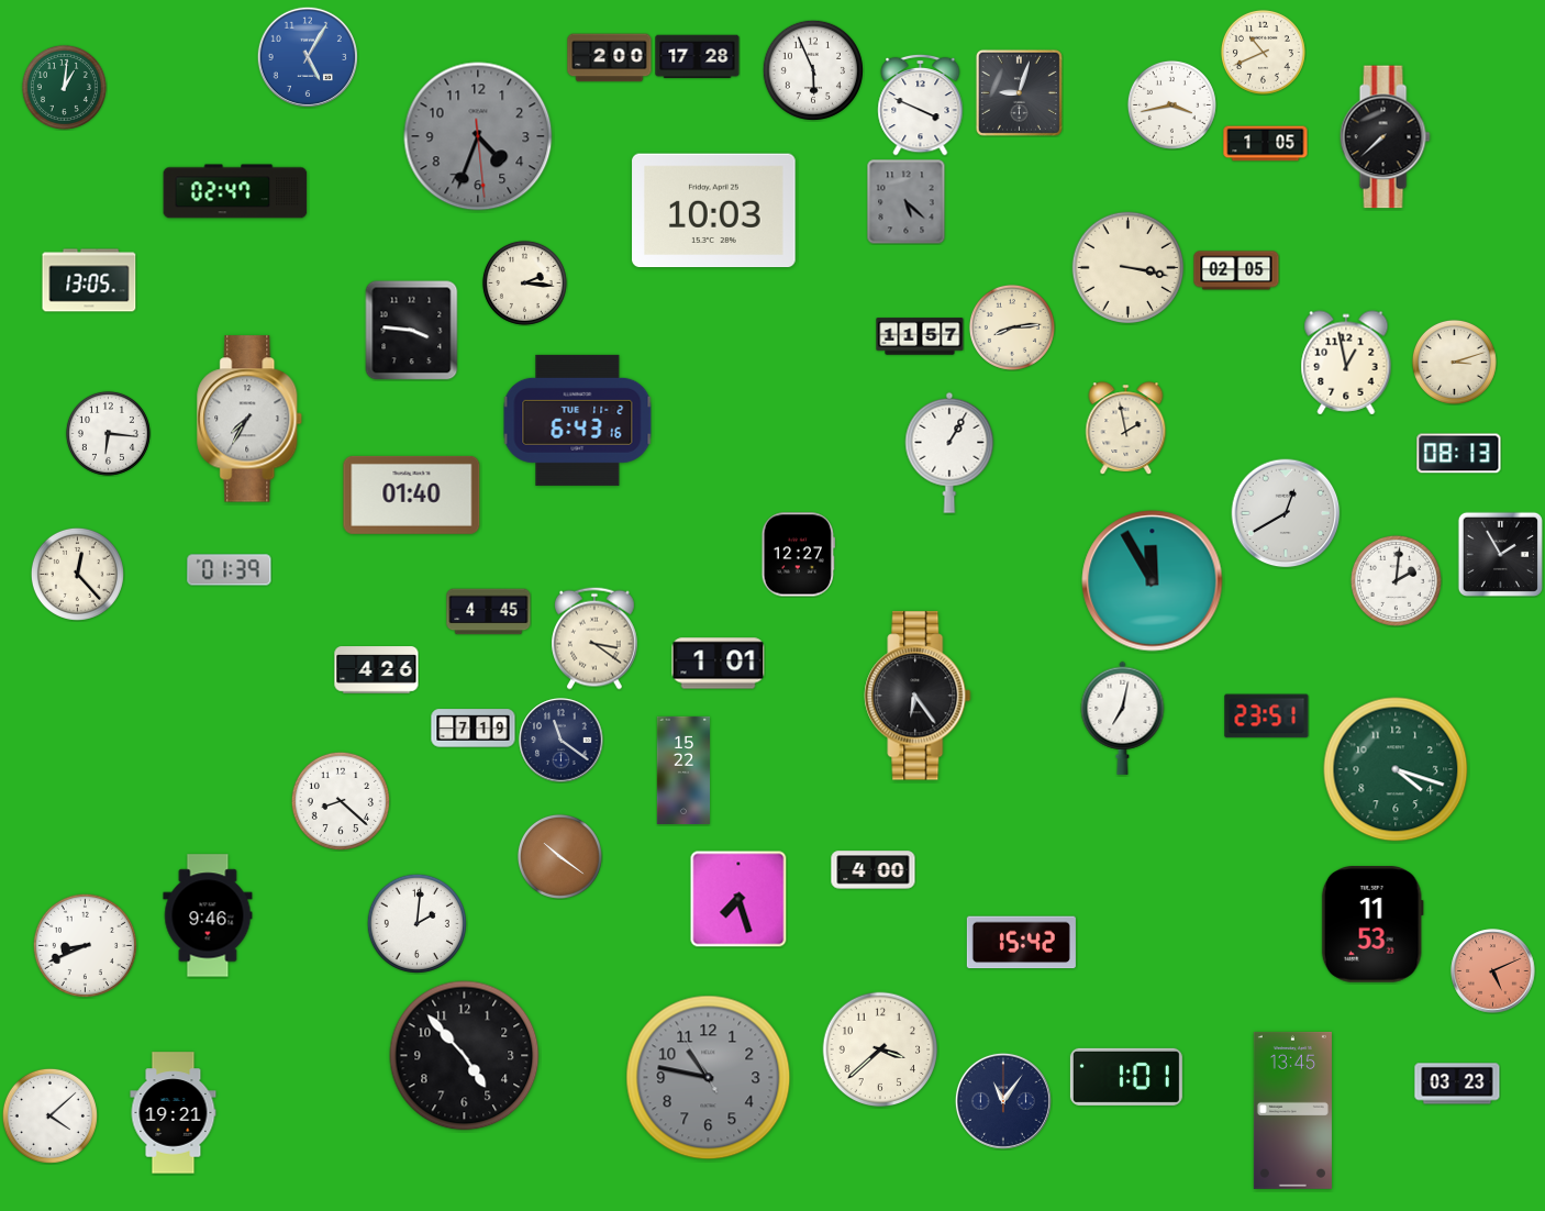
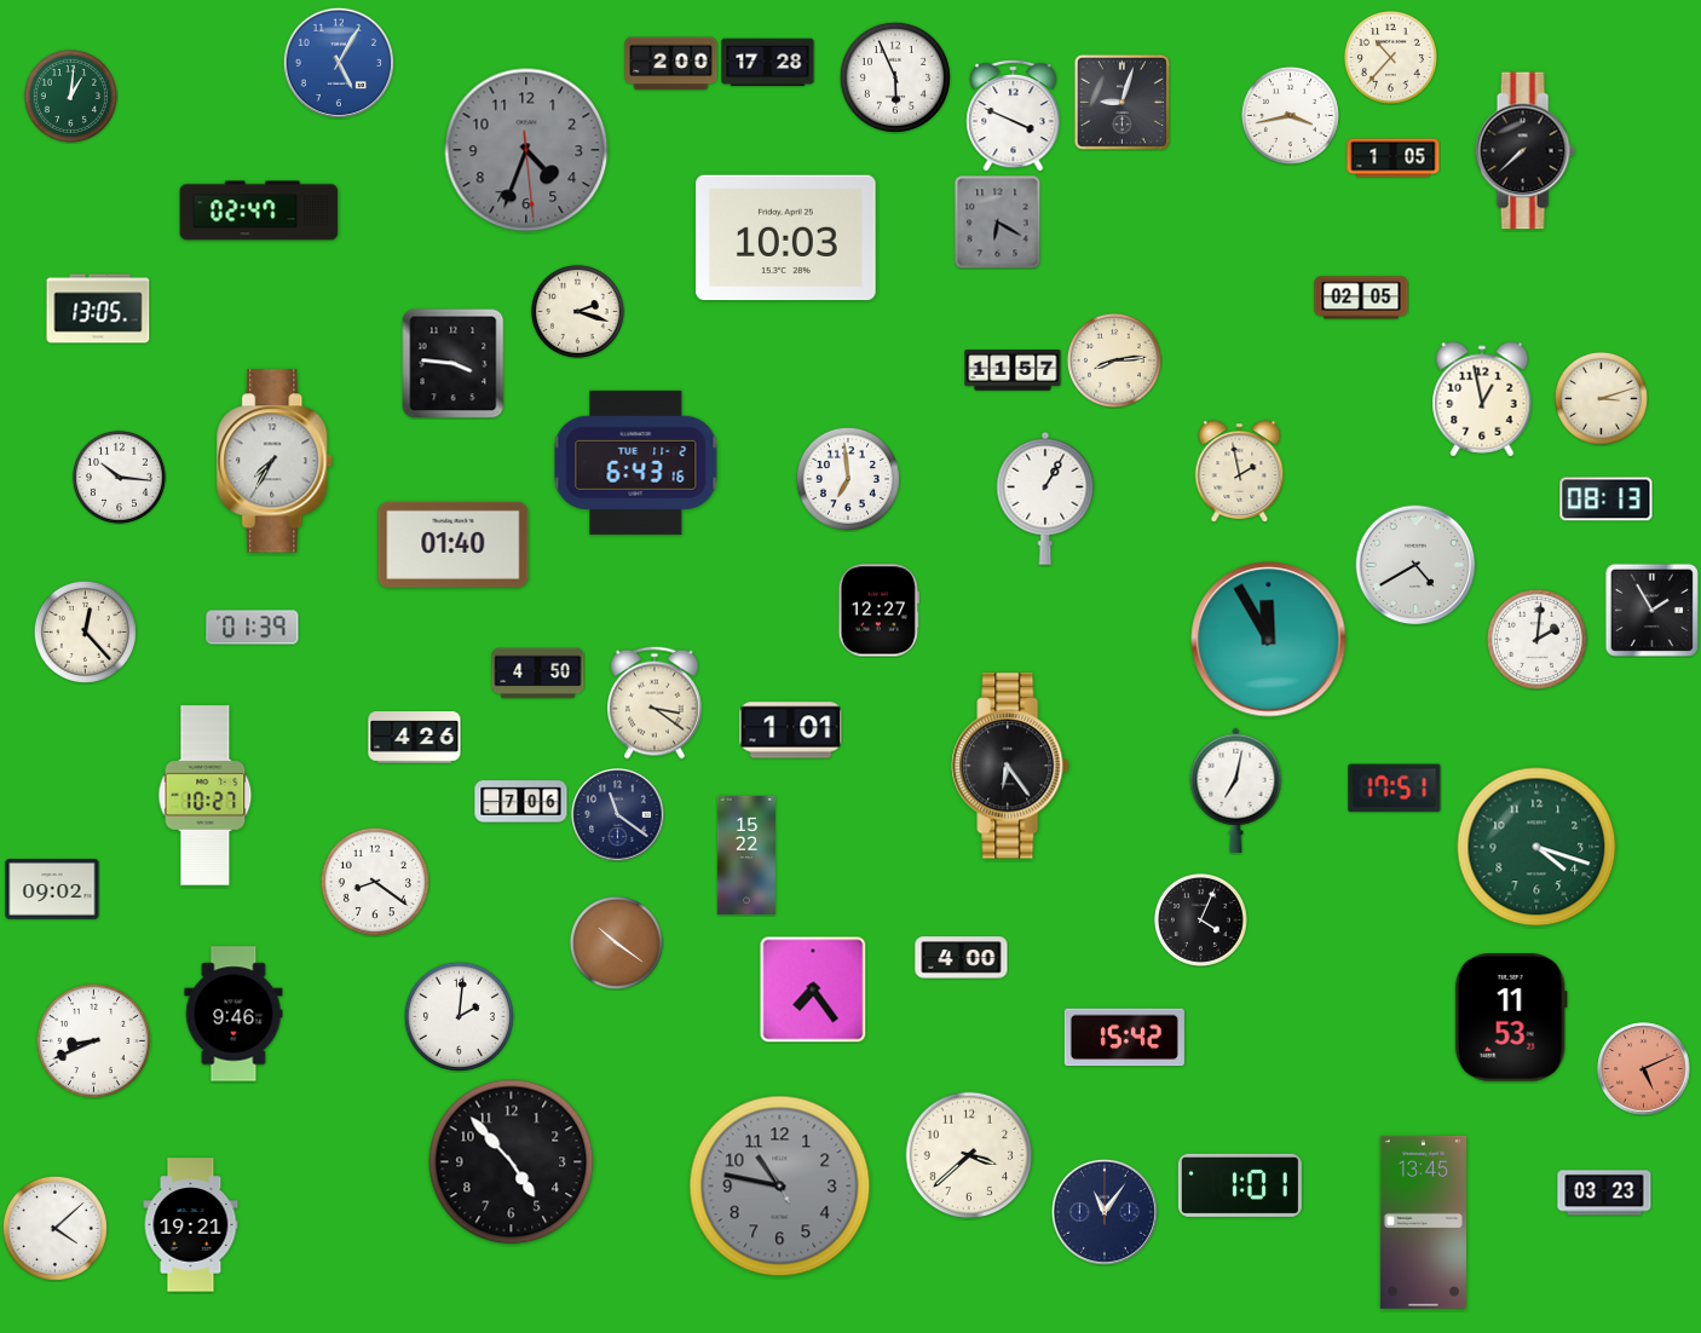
clock at (1263, 52): 10:41 -> 10:37
clock at (907, 201): 5:22 -> 6:20
clock at (714, 211) position: (714, 211) -> (786, 238)
clock at (1129, 268): 3:17 -> none
clock at (524, 282): 2:16 -> 2:18
clock at (108, 433): 6:16 -> 10:16
clock at (848, 479): none -> 6:59
clock at (1286, 513): 12:40 -> 4:40
clock at (489, 612): 4:45 -> 4:50
clock at (1267, 716): 23:51 -> 17:51
clock at (206, 796): none -> 10:27
clock at (474, 729): 7:19 -> 7:06
clock at (682, 770) position: (682, 770) -> (745, 855)
clock at (341, 801): 8:22 -> 8:21
clock at (52, 890): none -> 09:02
clock at (1200, 919): none -> 4:04
clock at (738, 899): 7:27 -> 7:24
clock at (208, 915) position: (208, 915) -> (233, 1014)
